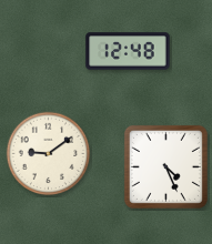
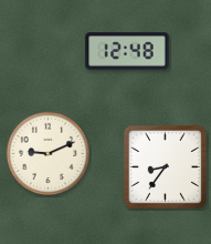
clock at (49, 154): 9:09 -> 9:11
clock at (165, 166): 4:26 -> 8:36
